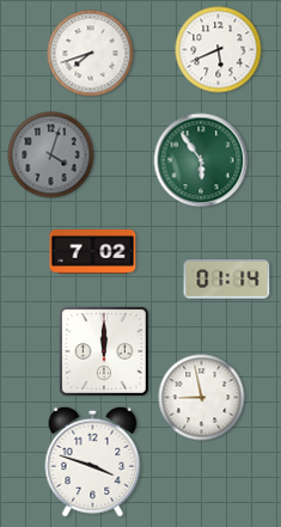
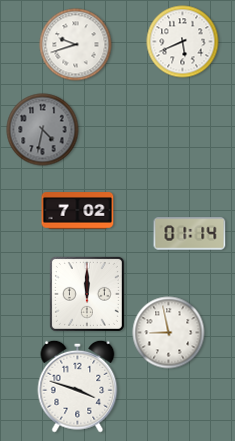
clock at (91, 54): 7:42 -> 9:42
clock at (51, 155): 4:03 -> 4:32
clock at (201, 160): 5:54 -> none
